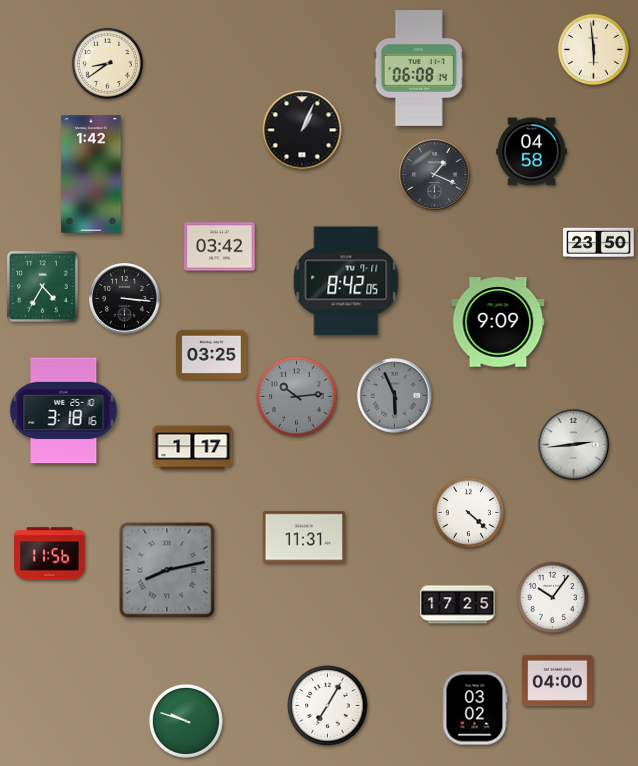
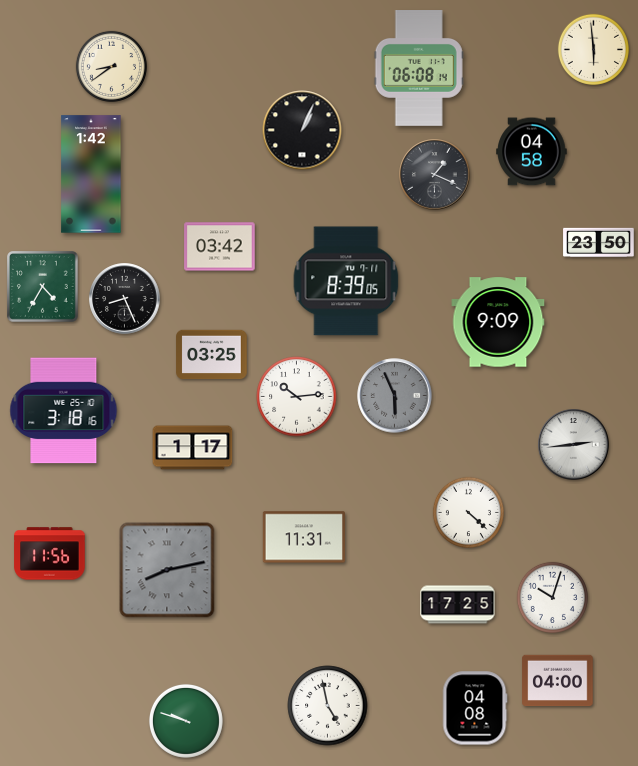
clock at (107, 63) position: (107, 63) -> (111, 66)
clock at (346, 281): 8:42 -> 8:39
clock at (125, 299): 3:16 -> 8:26
clock at (297, 397) dial: grey -> white
clock at (552, 597): 10:06 -> 10:03
clock at (328, 706): 7:05 -> 4:58
clock at (475, 708): 03:02 -> 04:08
